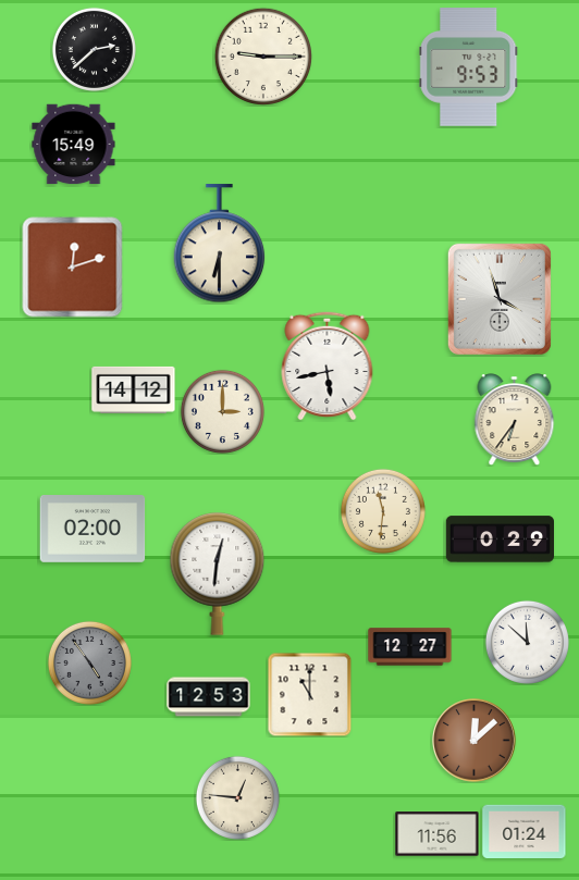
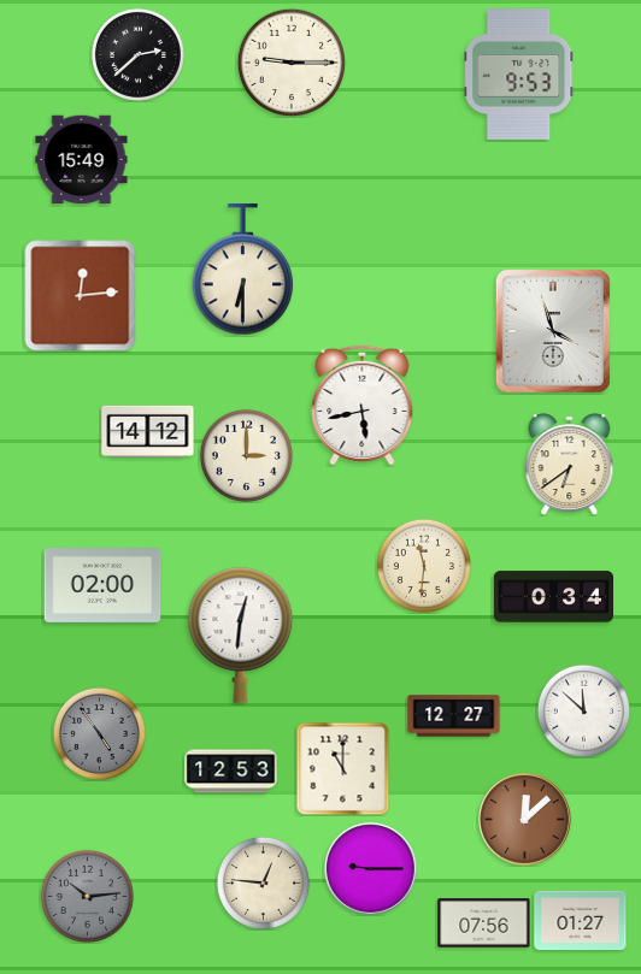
clock at (94, 49) position: (94, 49) -> (137, 54)
clock at (73, 268): 12:12 -> 12:14
clock at (515, 420): 6:36 -> 6:39
clock at (500, 540): 0:29 -> 0:34
clock at (371, 869): none -> 9:15
clock at (87, 896): none -> 10:14
clock at (525, 831): 01:24 -> 01:27
clock at (438, 834): 11:56 -> 07:56
